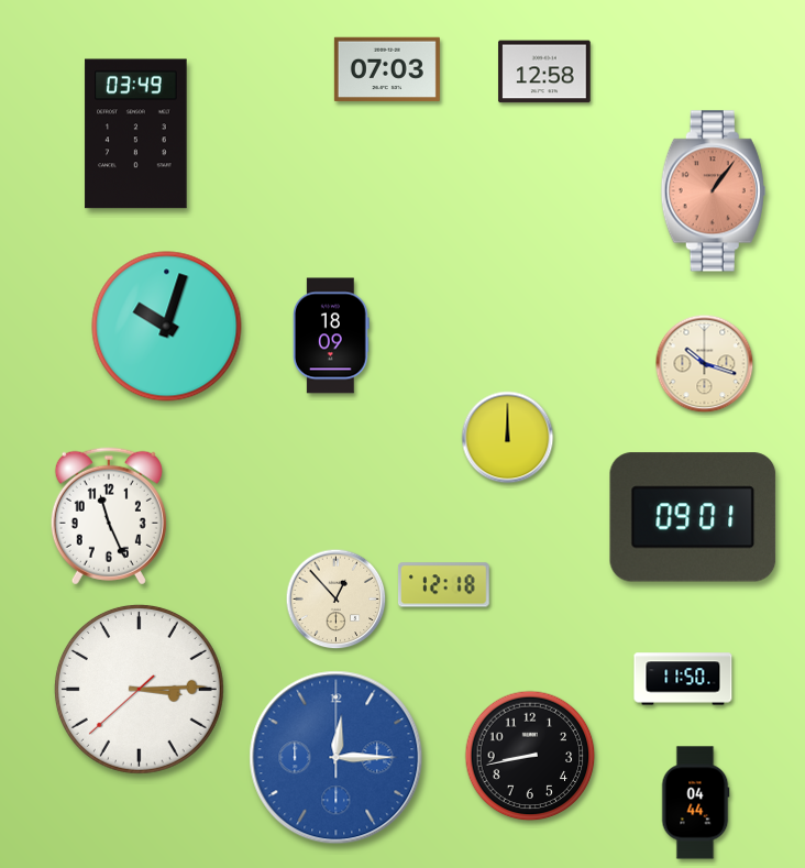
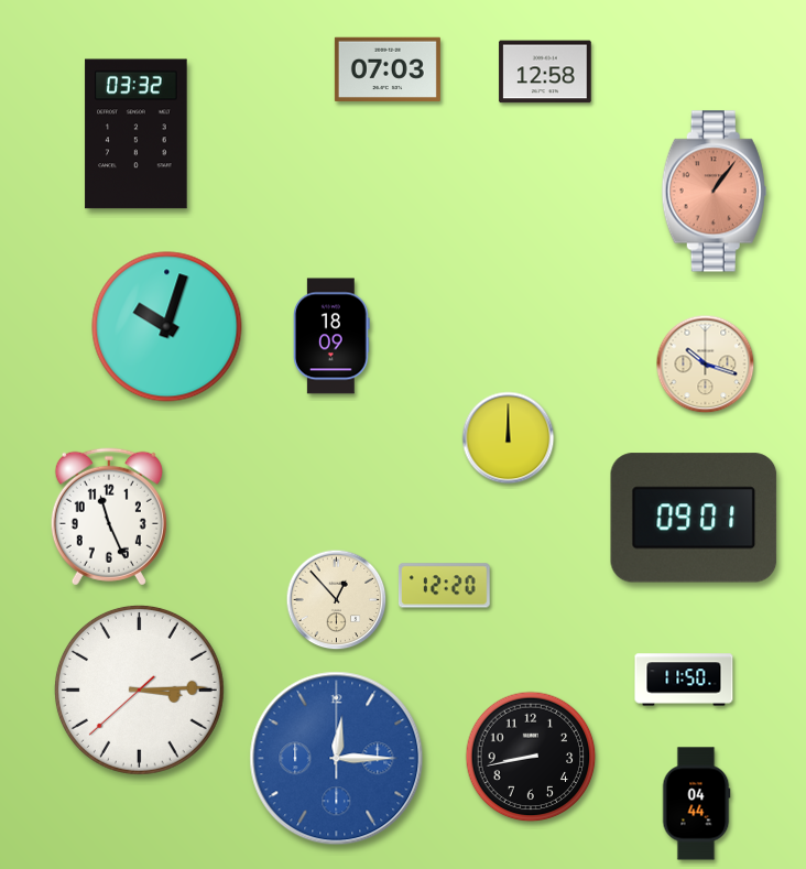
clock at (136, 134): 03:49 -> 03:32
clock at (443, 585): 12:18 -> 12:20
